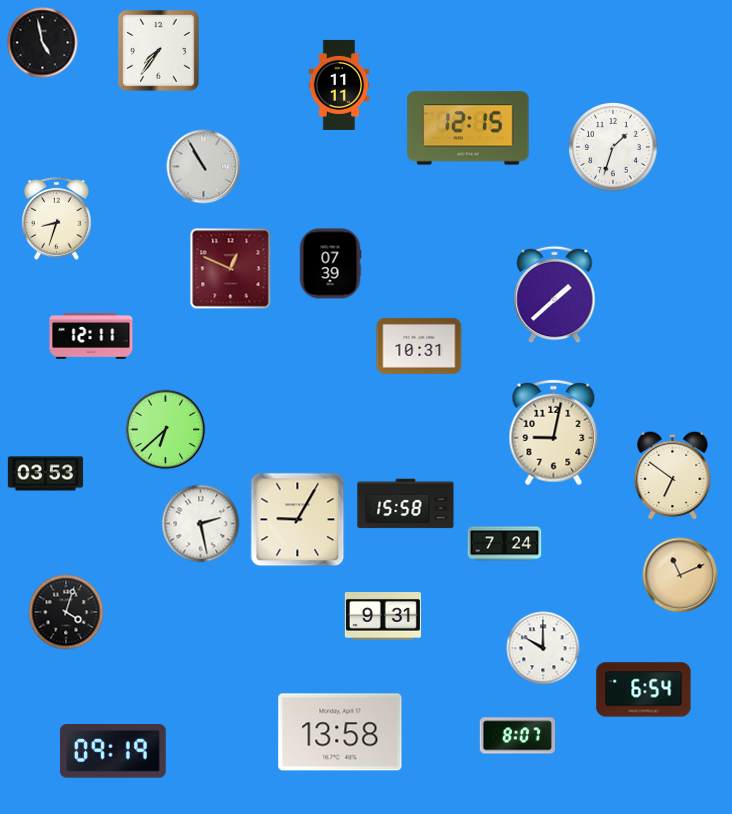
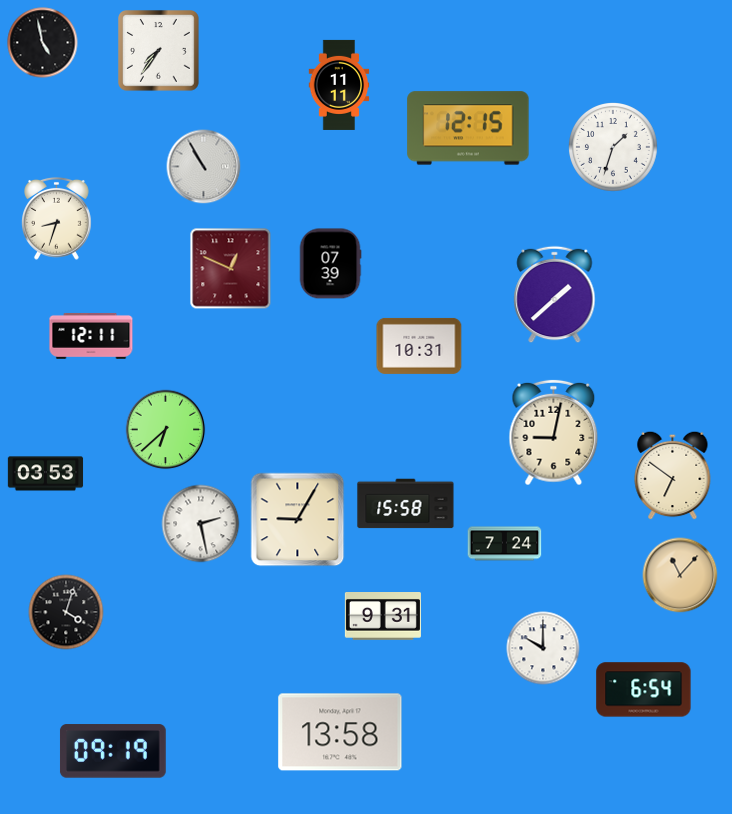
clock at (680, 575): 11:11 -> 11:07
clock at (517, 736): 8:07 -> none
